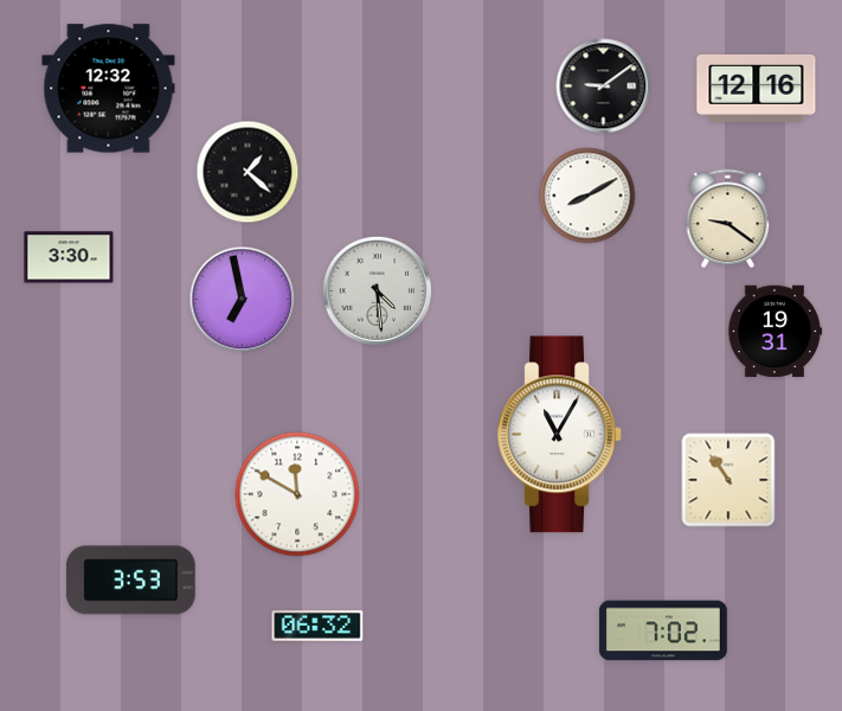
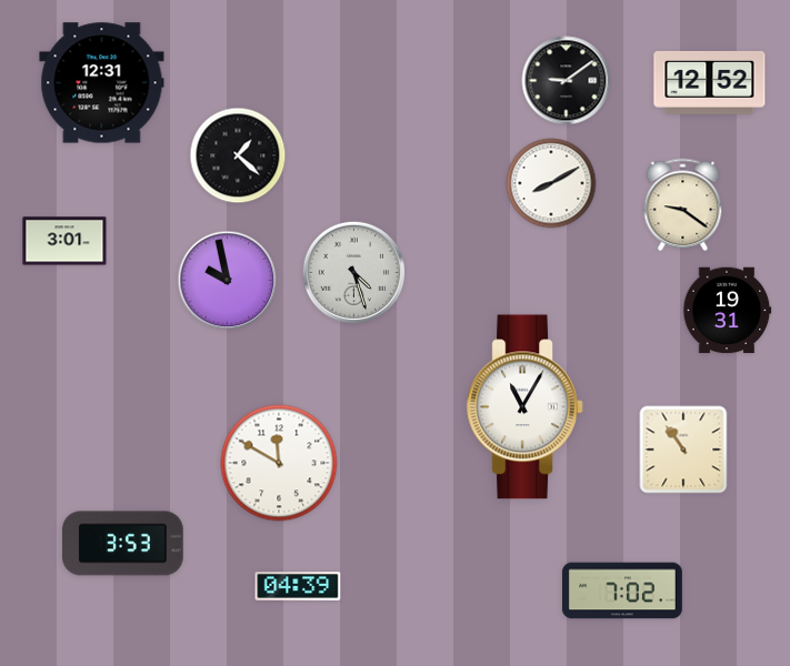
clock at (757, 88): 12:16 -> 12:52
clock at (109, 89): 12:32 -> 12:31
clock at (248, 172) position: (248, 172) -> (238, 155)
clock at (69, 257): 3:30 -> 3:01
clock at (377, 290): 4:29 -> 4:27
clock at (243, 300): 6:58 -> 9:58
clock at (317, 626): 06:32 -> 04:39
